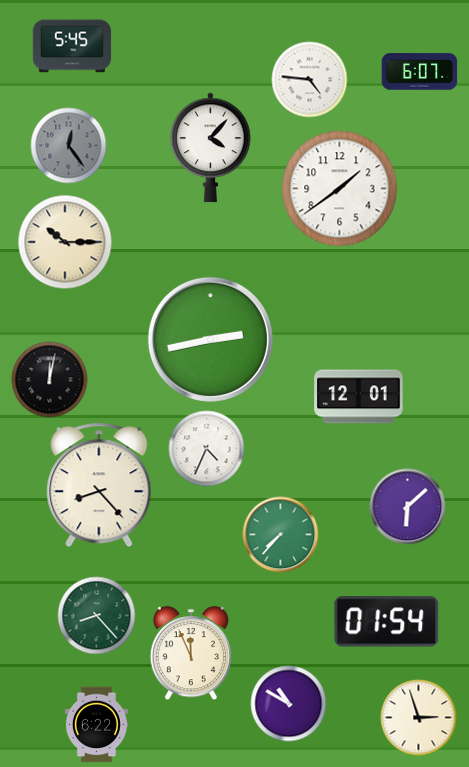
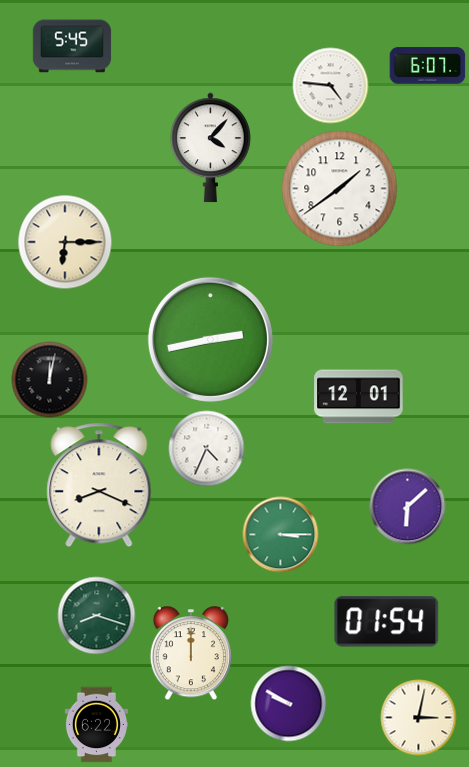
clock at (420, 72) position: (420, 72) -> (428, 66)
clock at (310, 80) position: (310, 80) -> (331, 86)
clock at (69, 146): 12:24 -> none
clock at (65, 242): 10:15 -> 6:15
clock at (99, 485): 8:23 -> 8:19
clock at (281, 535): 7:37 -> 3:15
clock at (97, 616): 8:23 -> 8:18
clock at (191, 654): 11:56 -> 12:00
clock at (289, 704): 10:50 -> 9:50
clock at (419, 718): 2:57 -> 3:02
